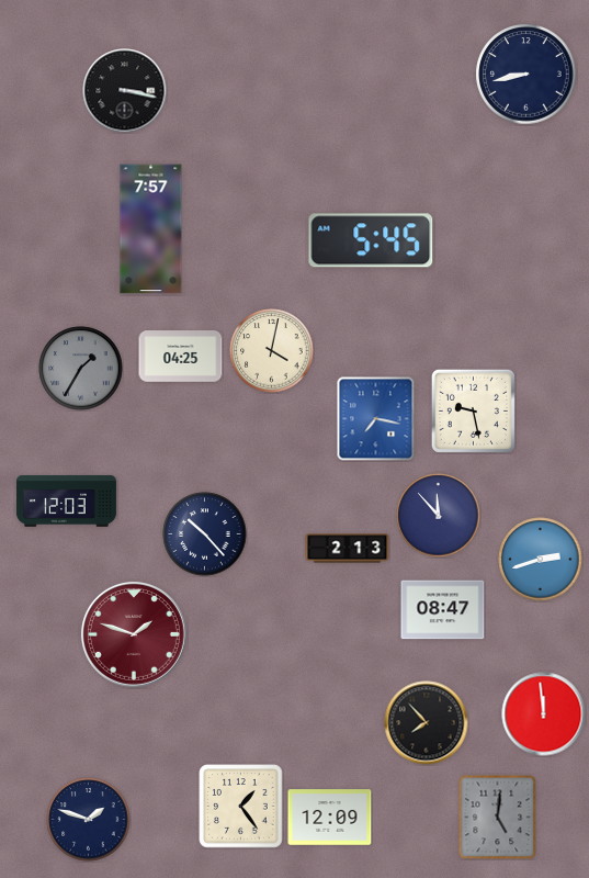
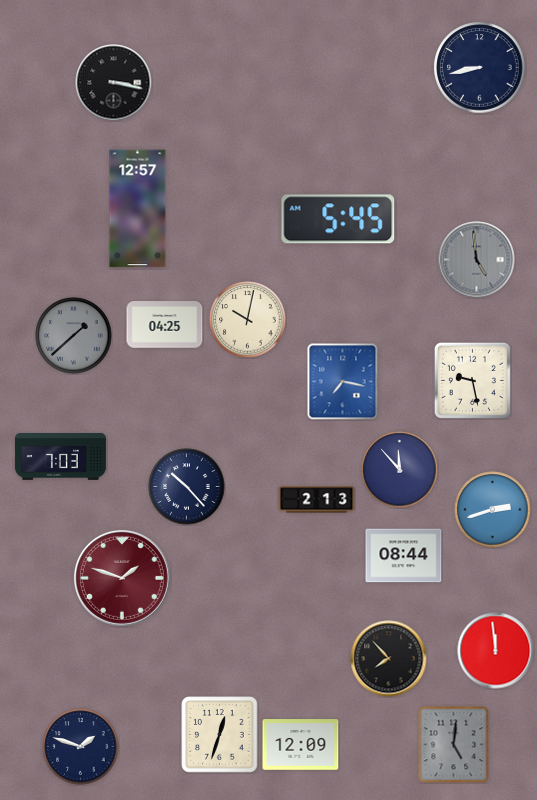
clock at (151, 229): 7:57 -> 12:57
clock at (477, 260): none -> 4:59
clock at (272, 351): 4:02 -> 10:02
clock at (81, 369): 1:35 -> 1:38
clock at (473, 410) position: (473, 410) -> (472, 380)
clock at (66, 500): 12:03 -> 7:03
clock at (443, 610): 08:47 -> 08:44
clock at (241, 807): 1:24 -> 12:33
